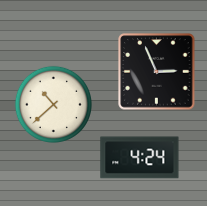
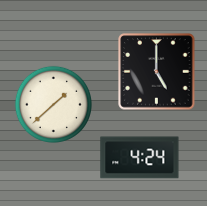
clock at (157, 72): 2:56 -> 5:00
clock at (53, 104): 10:38 -> 1:38
